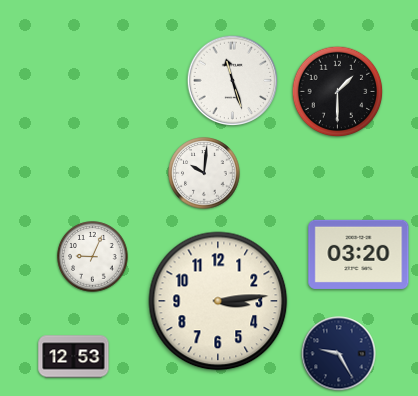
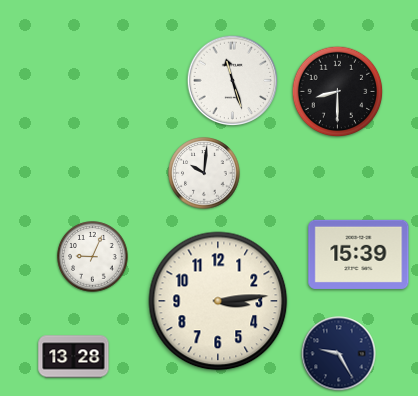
clock at (338, 92): 1:30 -> 8:30
clock at (359, 254): 03:20 -> 15:39
clock at (74, 357): 12:53 -> 13:28
